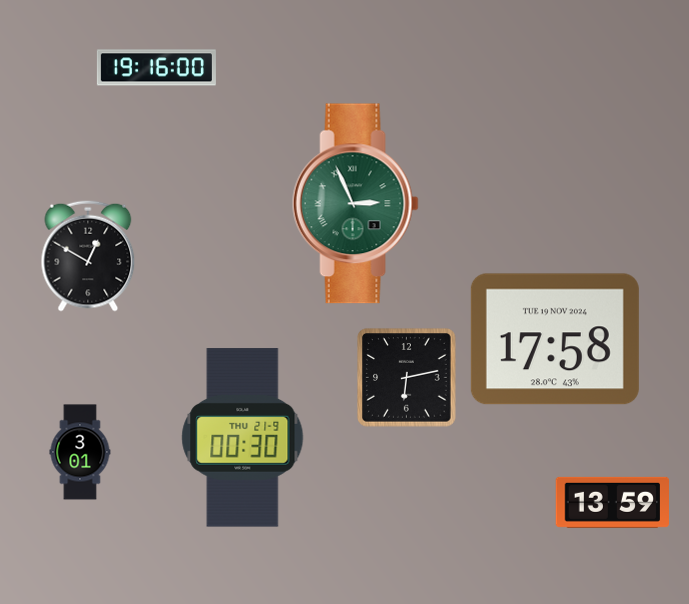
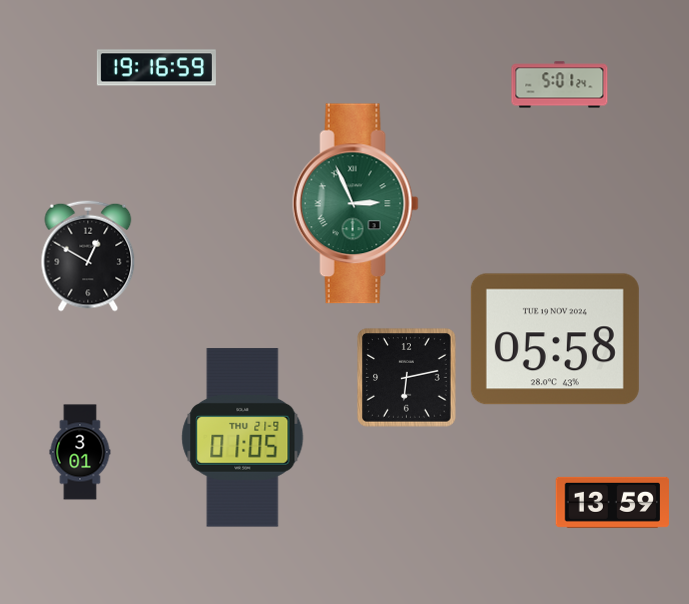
clock at (156, 68): 19:16:00 -> 19:16:59
clock at (560, 85): none -> 5:01
clock at (555, 339): 17:58 -> 05:58
clock at (243, 438): 00:30 -> 01:05
